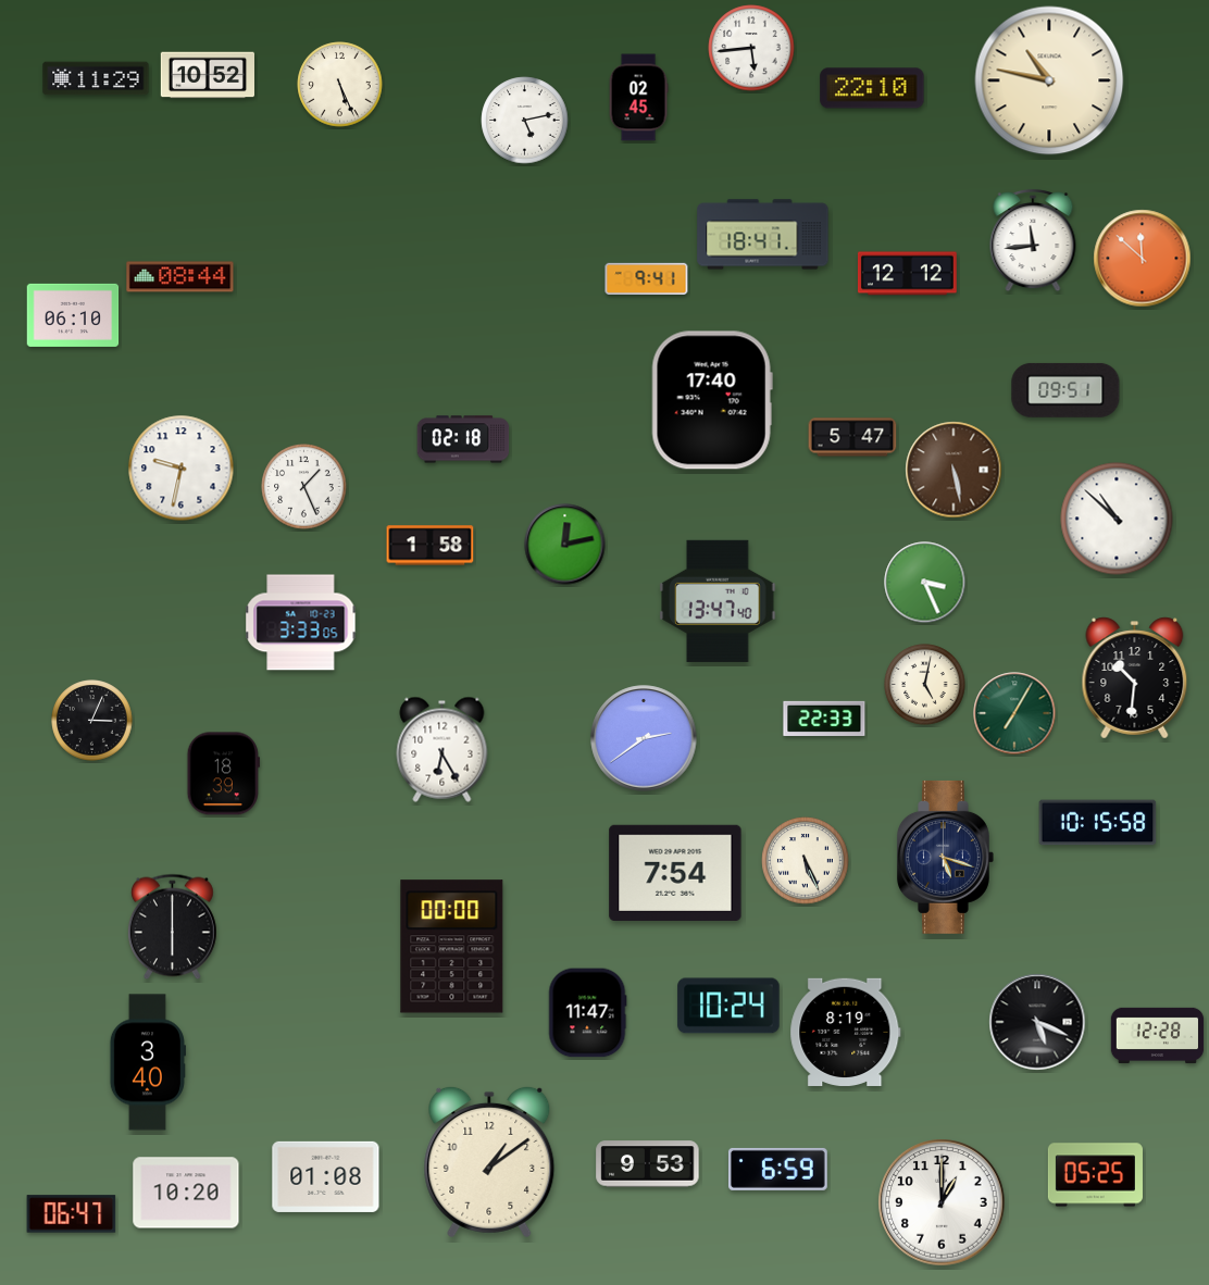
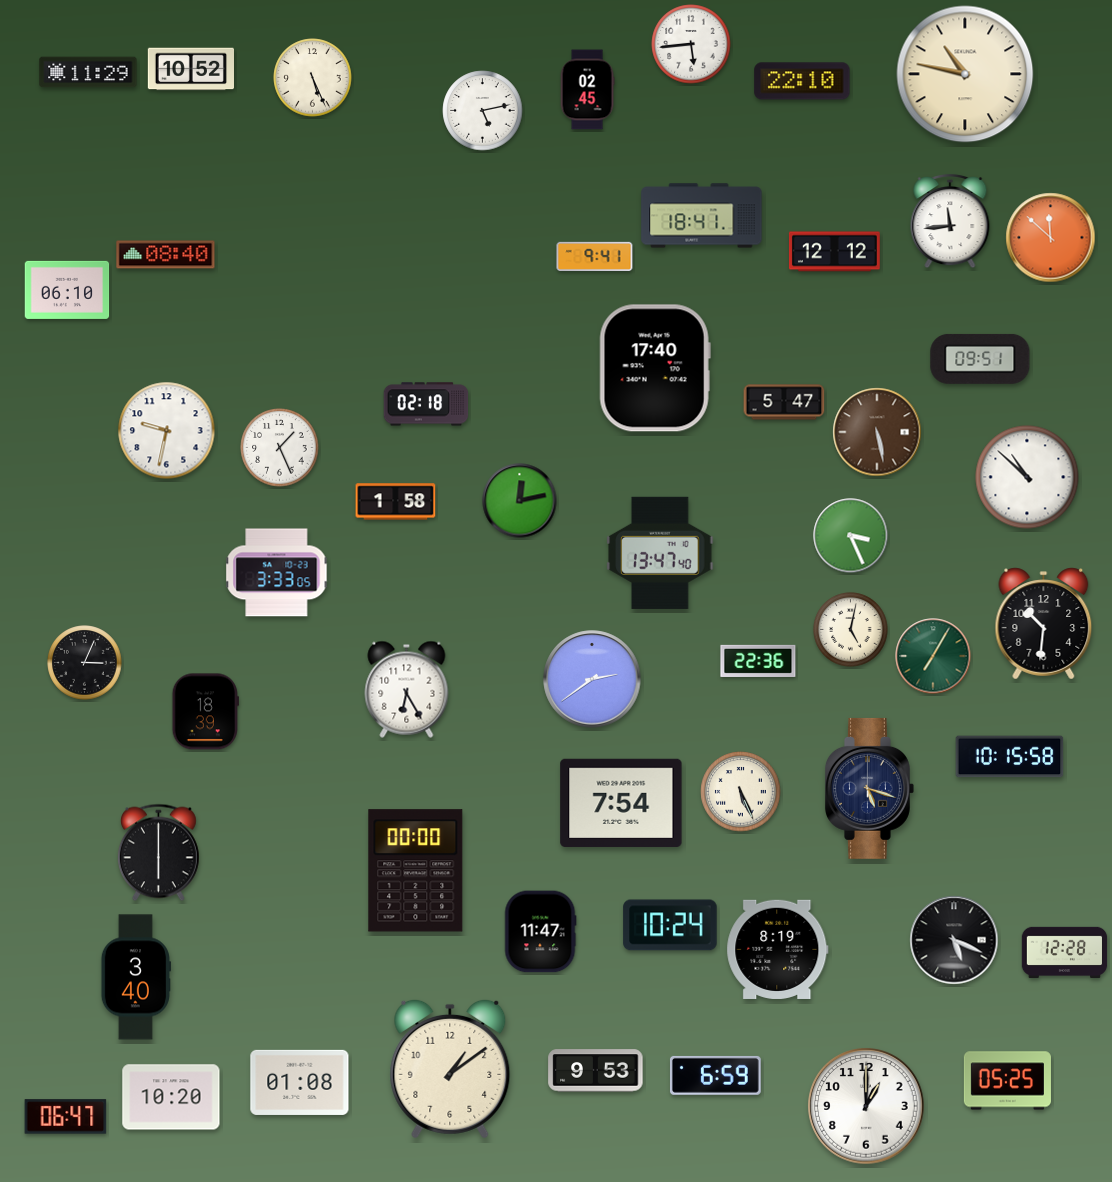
clock at (180, 277): 08:44 -> 08:40
clock at (824, 719): 22:33 -> 22:36
